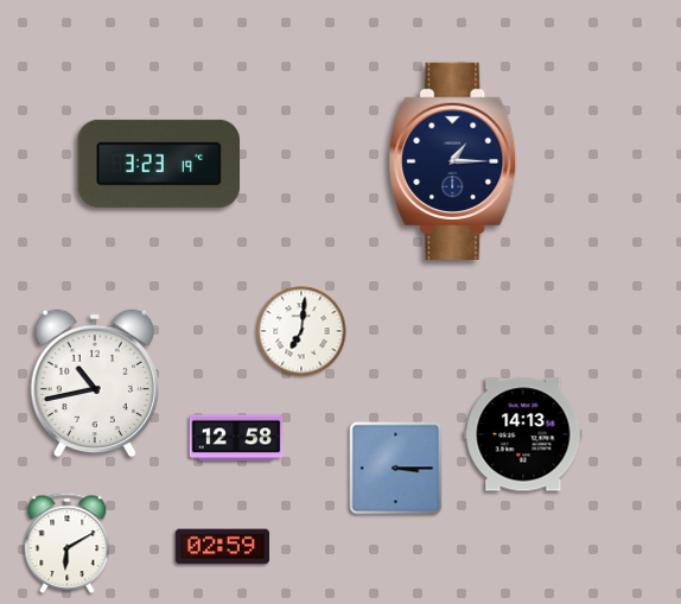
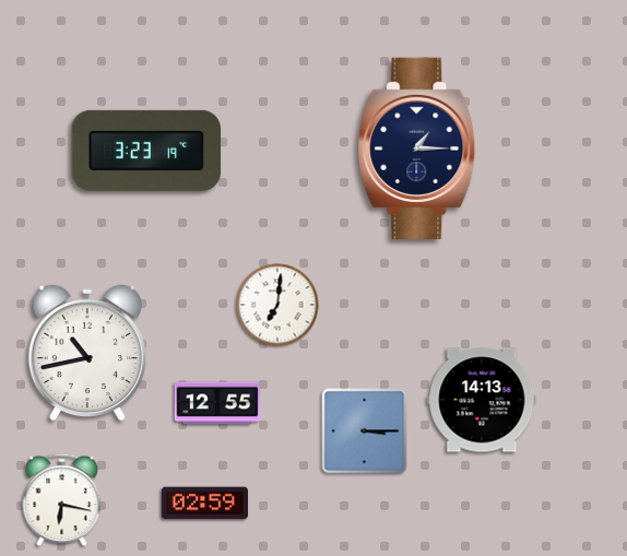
clock at (236, 438): 12:58 -> 12:55
clock at (68, 543): 6:10 -> 6:17
